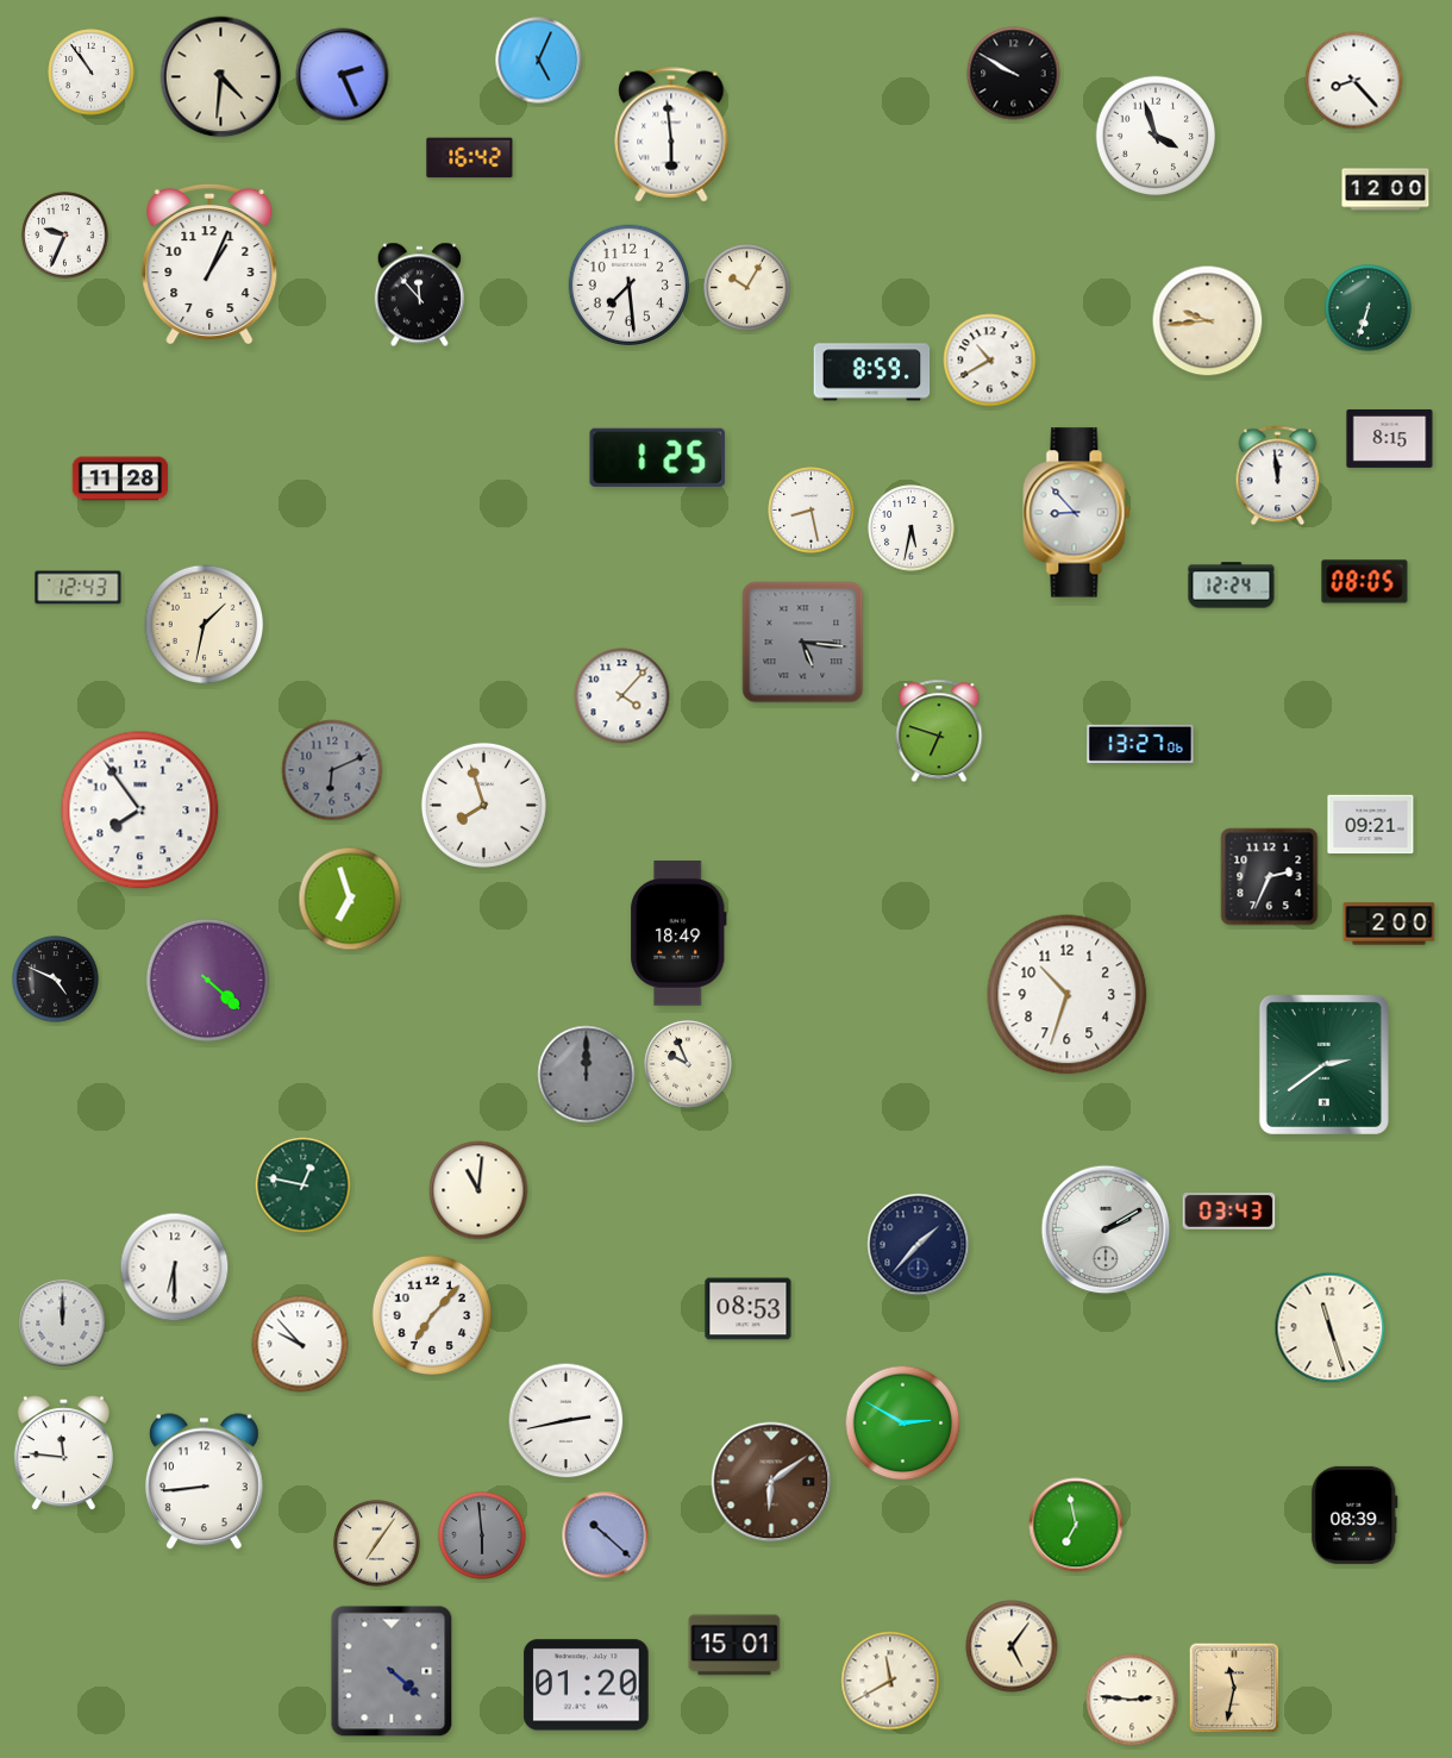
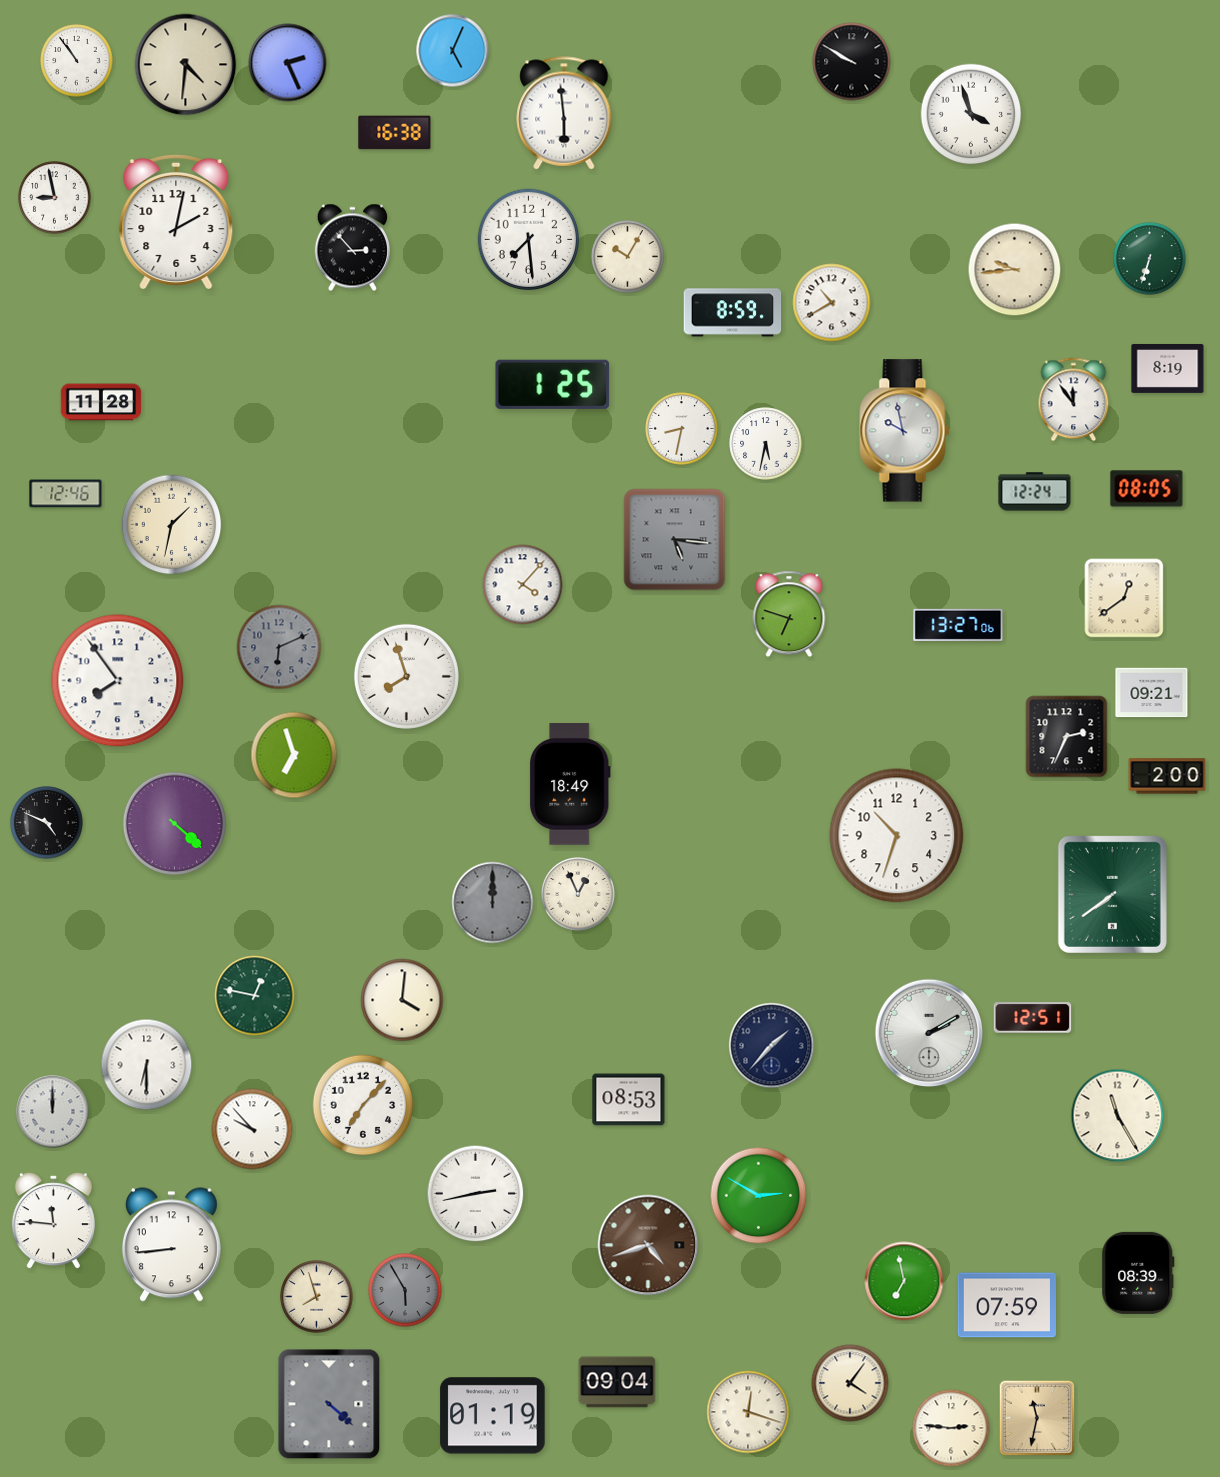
clock at (1354, 81): 8:23 -> none
clock at (470, 158): 16:42 -> 16:38
clock at (1385, 189): 12:00 -> none
clock at (65, 236): 9:34 -> 8:58
clock at (209, 263): 1:04 -> 2:02
clock at (747, 288) position: (747, 288) -> (628, 257)
clock at (419, 295): 11:53 -> 2:53
clock at (1390, 438): 8:15 -> 8:19
clock at (1278, 476): 11:59 -> 11:54
clock at (812, 511): 8:28 -> 8:32
clock at (1077, 513): 8:53 -> 9:58
clock at (79, 588): 12:43 -> 12:46
clock at (1124, 598): none -> 12:39
clock at (688, 1064): 9:56 -> 12:56
clock at (1323, 1064): 2:39 -> 7:39
clock at (478, 1190): 11:01 -> 4:01
clock at (1229, 1212): 03:43 -> 12:51
clock at (1331, 1328): 11:27 -> 11:25
clock at (771, 1482): 6:09 -> 4:42
clock at (482, 1535): 5:59 -> 5:55
clock at (606, 1535): 10:22 -> none
clock at (377, 1544): 7:06 -> 7:57
clock at (1006, 1305): none -> 07:59
clock at (734, 1645): 15:01 -> 09:04
clock at (1012, 1646): 5:06 -> 4:06
clock at (890, 1681): 11:40 -> 12:18
clock at (587, 1685): 01:20 -> 01:19
